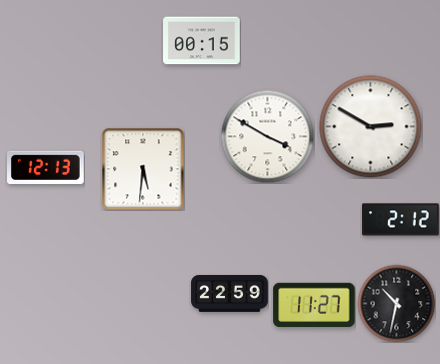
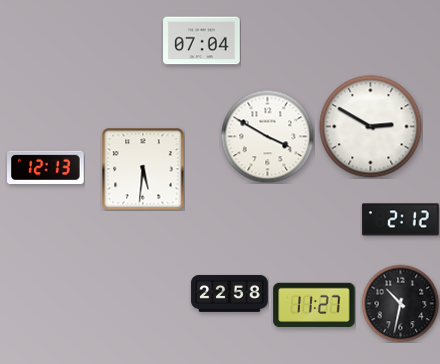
clock at (202, 41): 00:15 -> 07:04
clock at (230, 293): 22:59 -> 22:58
clock at (396, 303) position: (396, 303) -> (400, 303)
